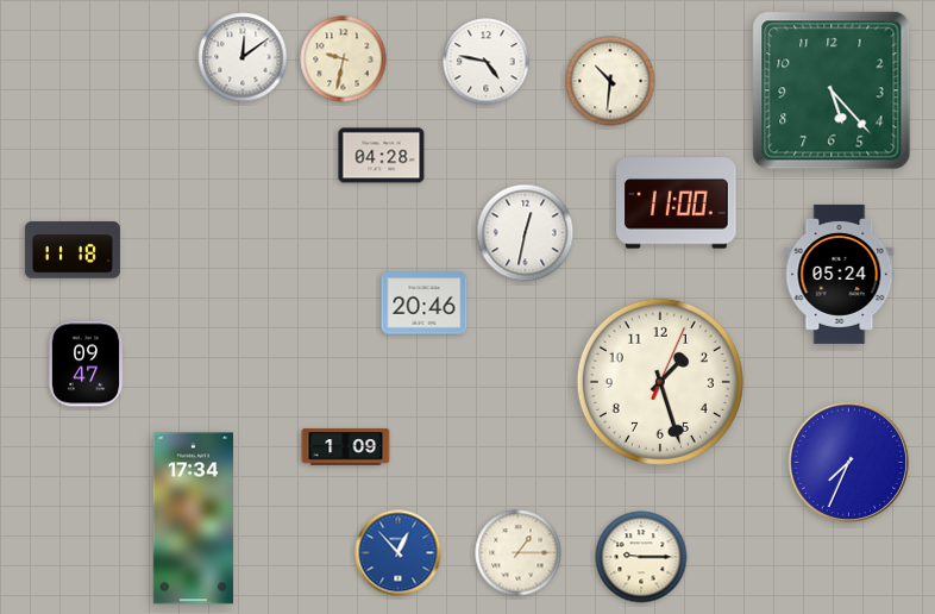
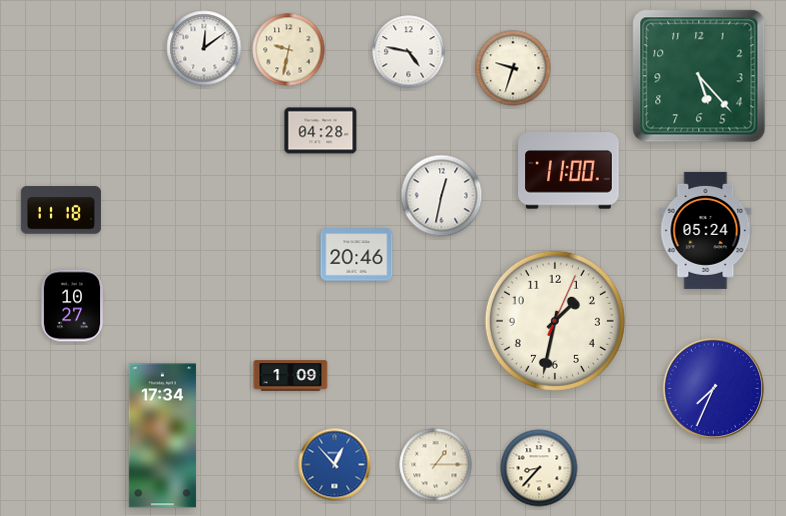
clock at (610, 81): 10:31 -> 9:33
clock at (86, 364): 09:47 -> 10:27
clock at (660, 382): 1:27 -> 1:32
clock at (641, 557): 9:15 -> 8:37
